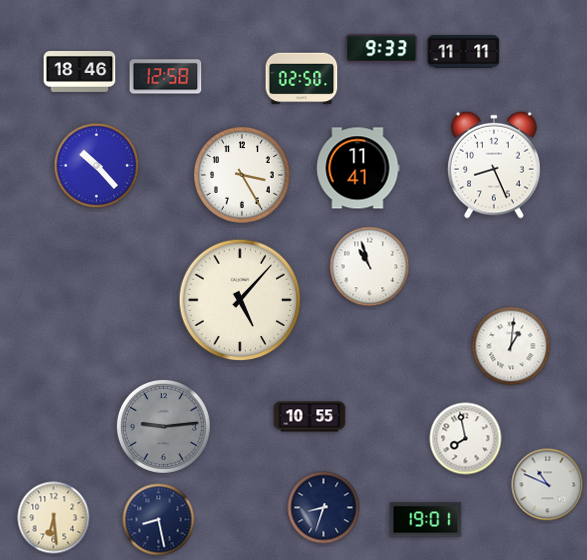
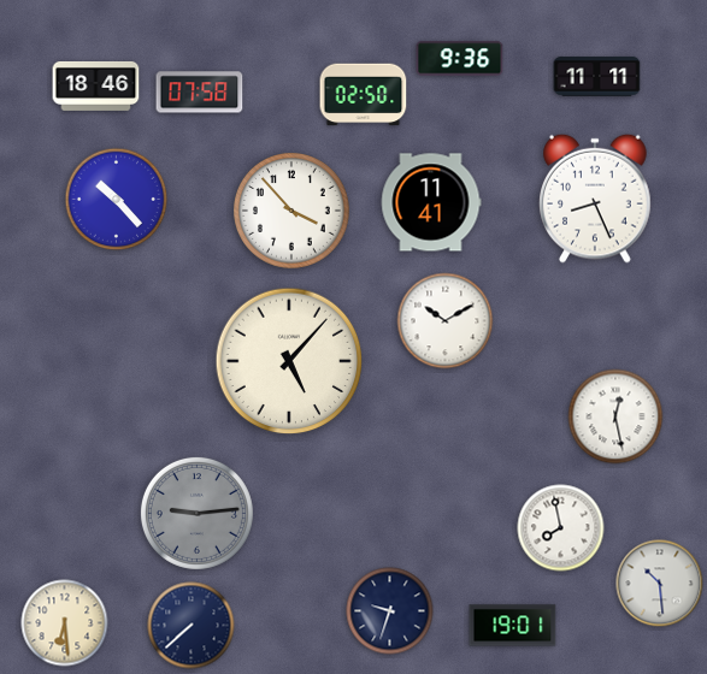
clock at (382, 49): 9:33 -> 9:36
clock at (464, 52) position: (464, 52) -> (597, 77)
clock at (166, 77): 12:58 -> 07:58
clock at (243, 176): 3:25 -> 3:53
clock at (370, 267): 10:57 -> 10:10
clock at (511, 346): 1:01 -> 12:28
clock at (310, 417): 10:55 -> none
clock at (548, 485): 10:49 -> 10:29
clock at (324, 508): 8:33 -> 9:33
clock at (159, 520): 8:28 -> 7:38
